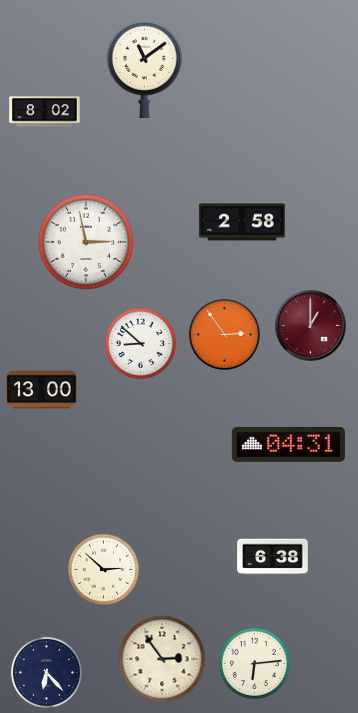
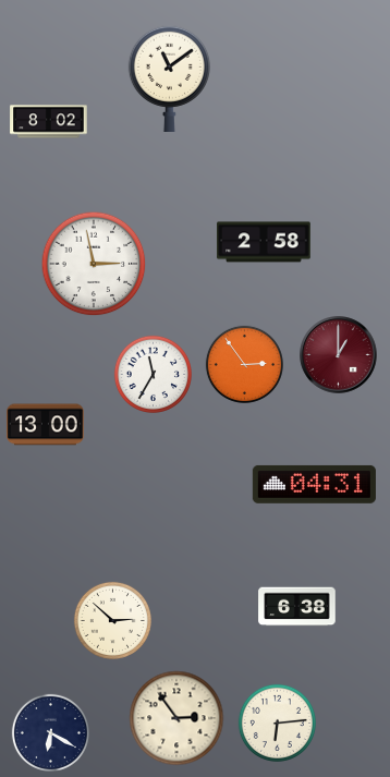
clock at (144, 69) position: (144, 69) -> (169, 78)
clock at (140, 343): 8:52 -> 11:35
clock at (46, 672): 6:23 -> 6:20
